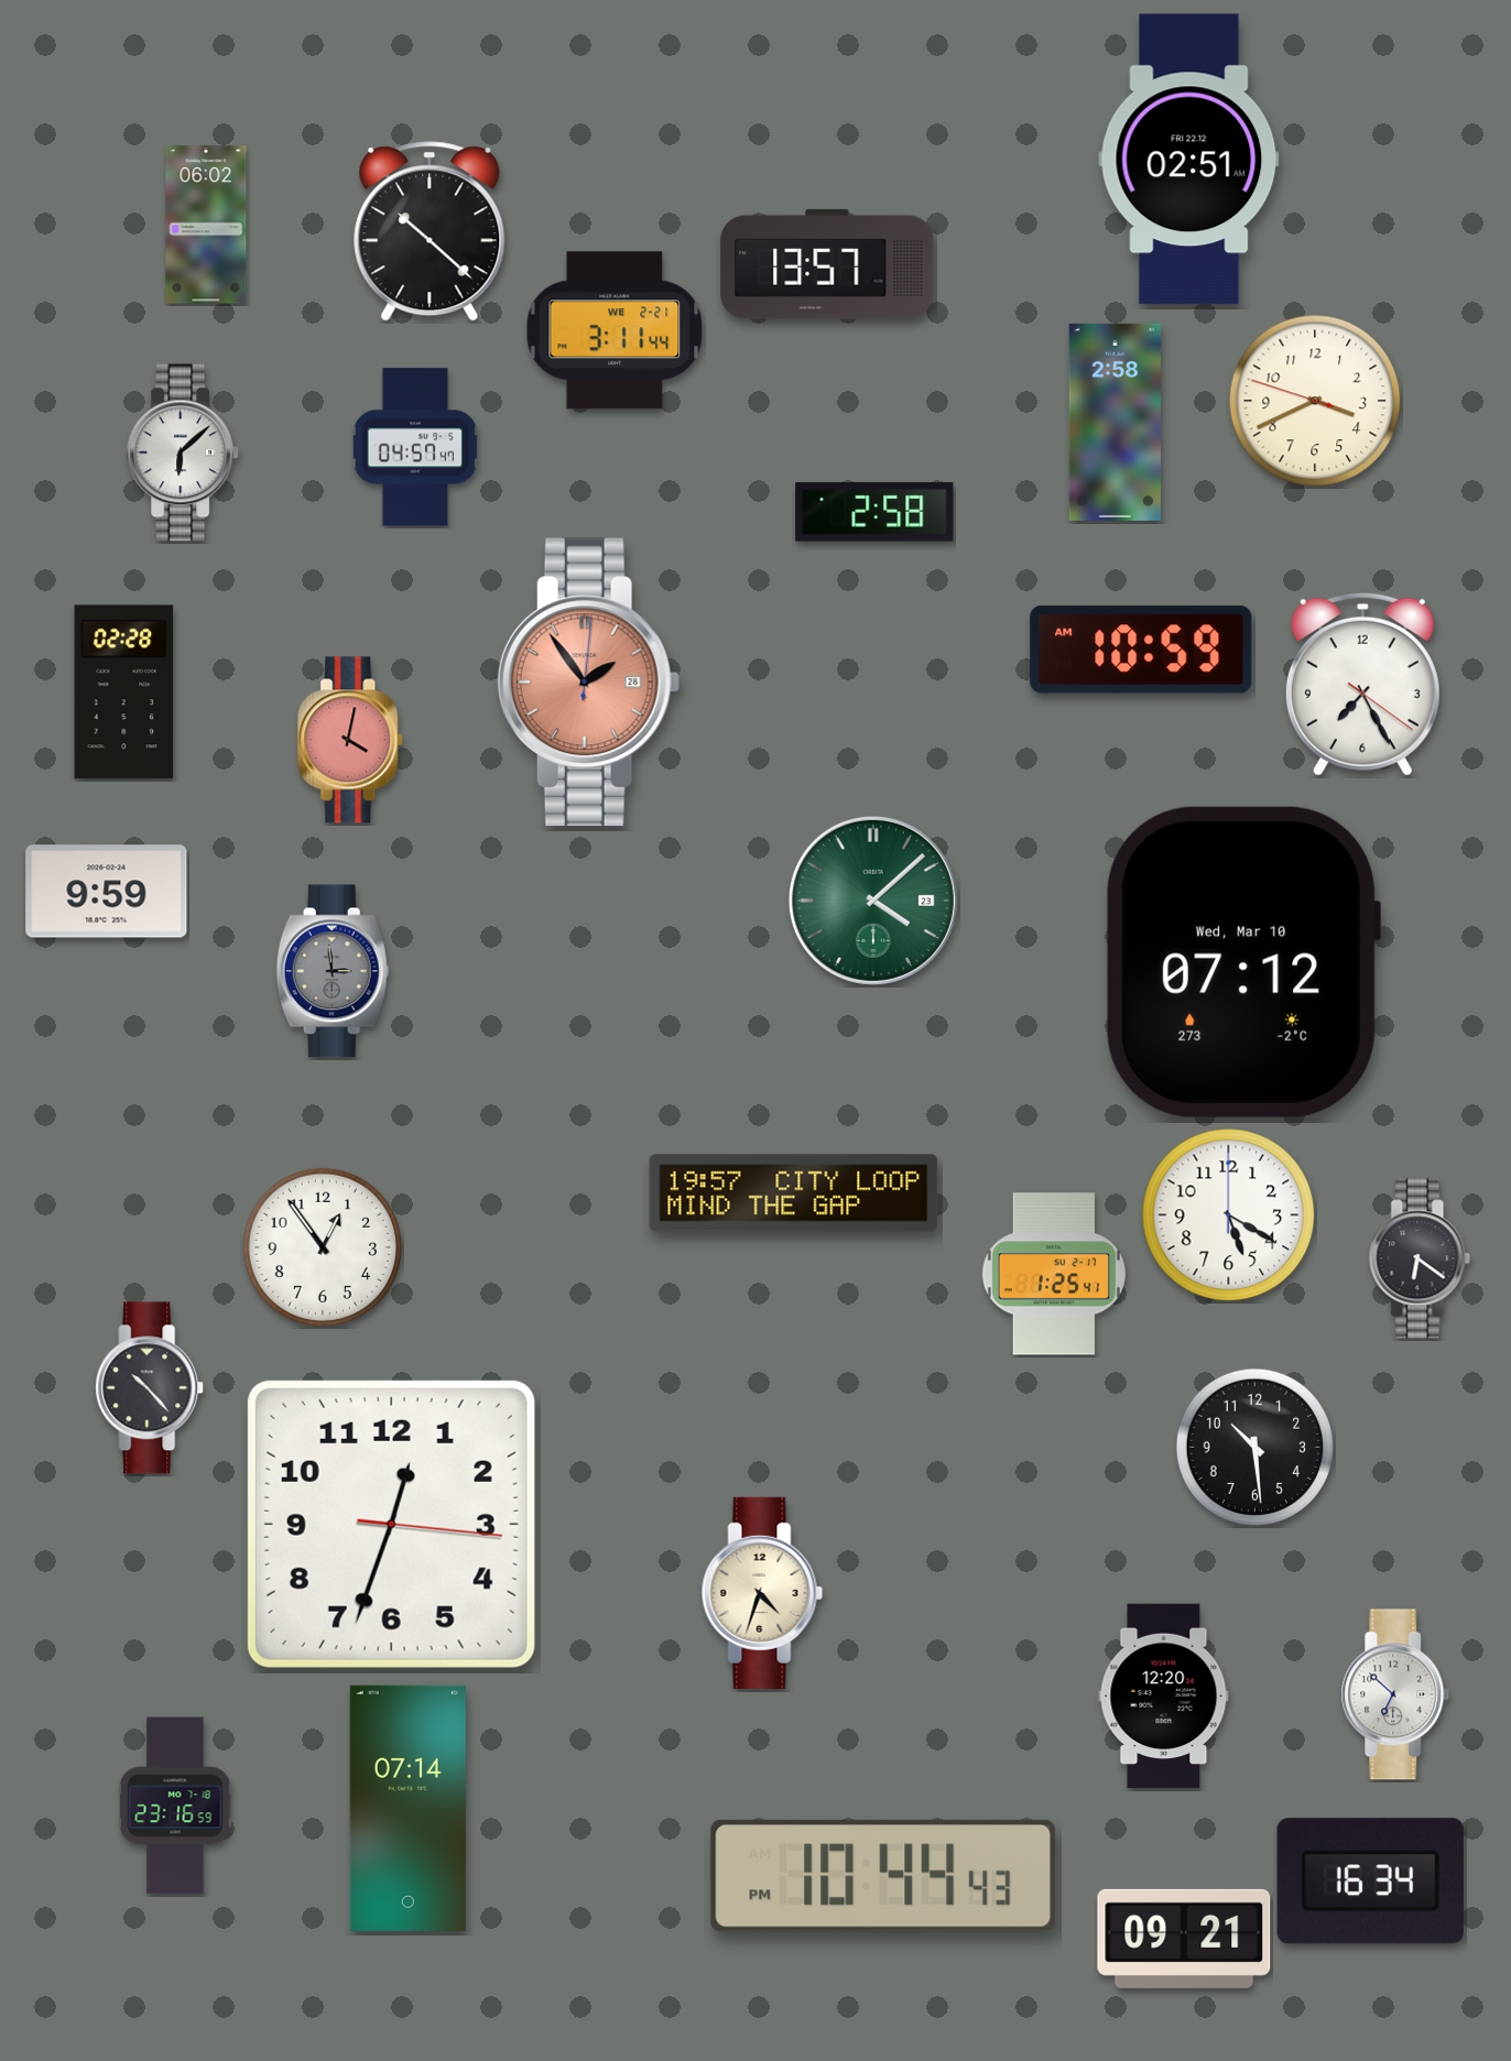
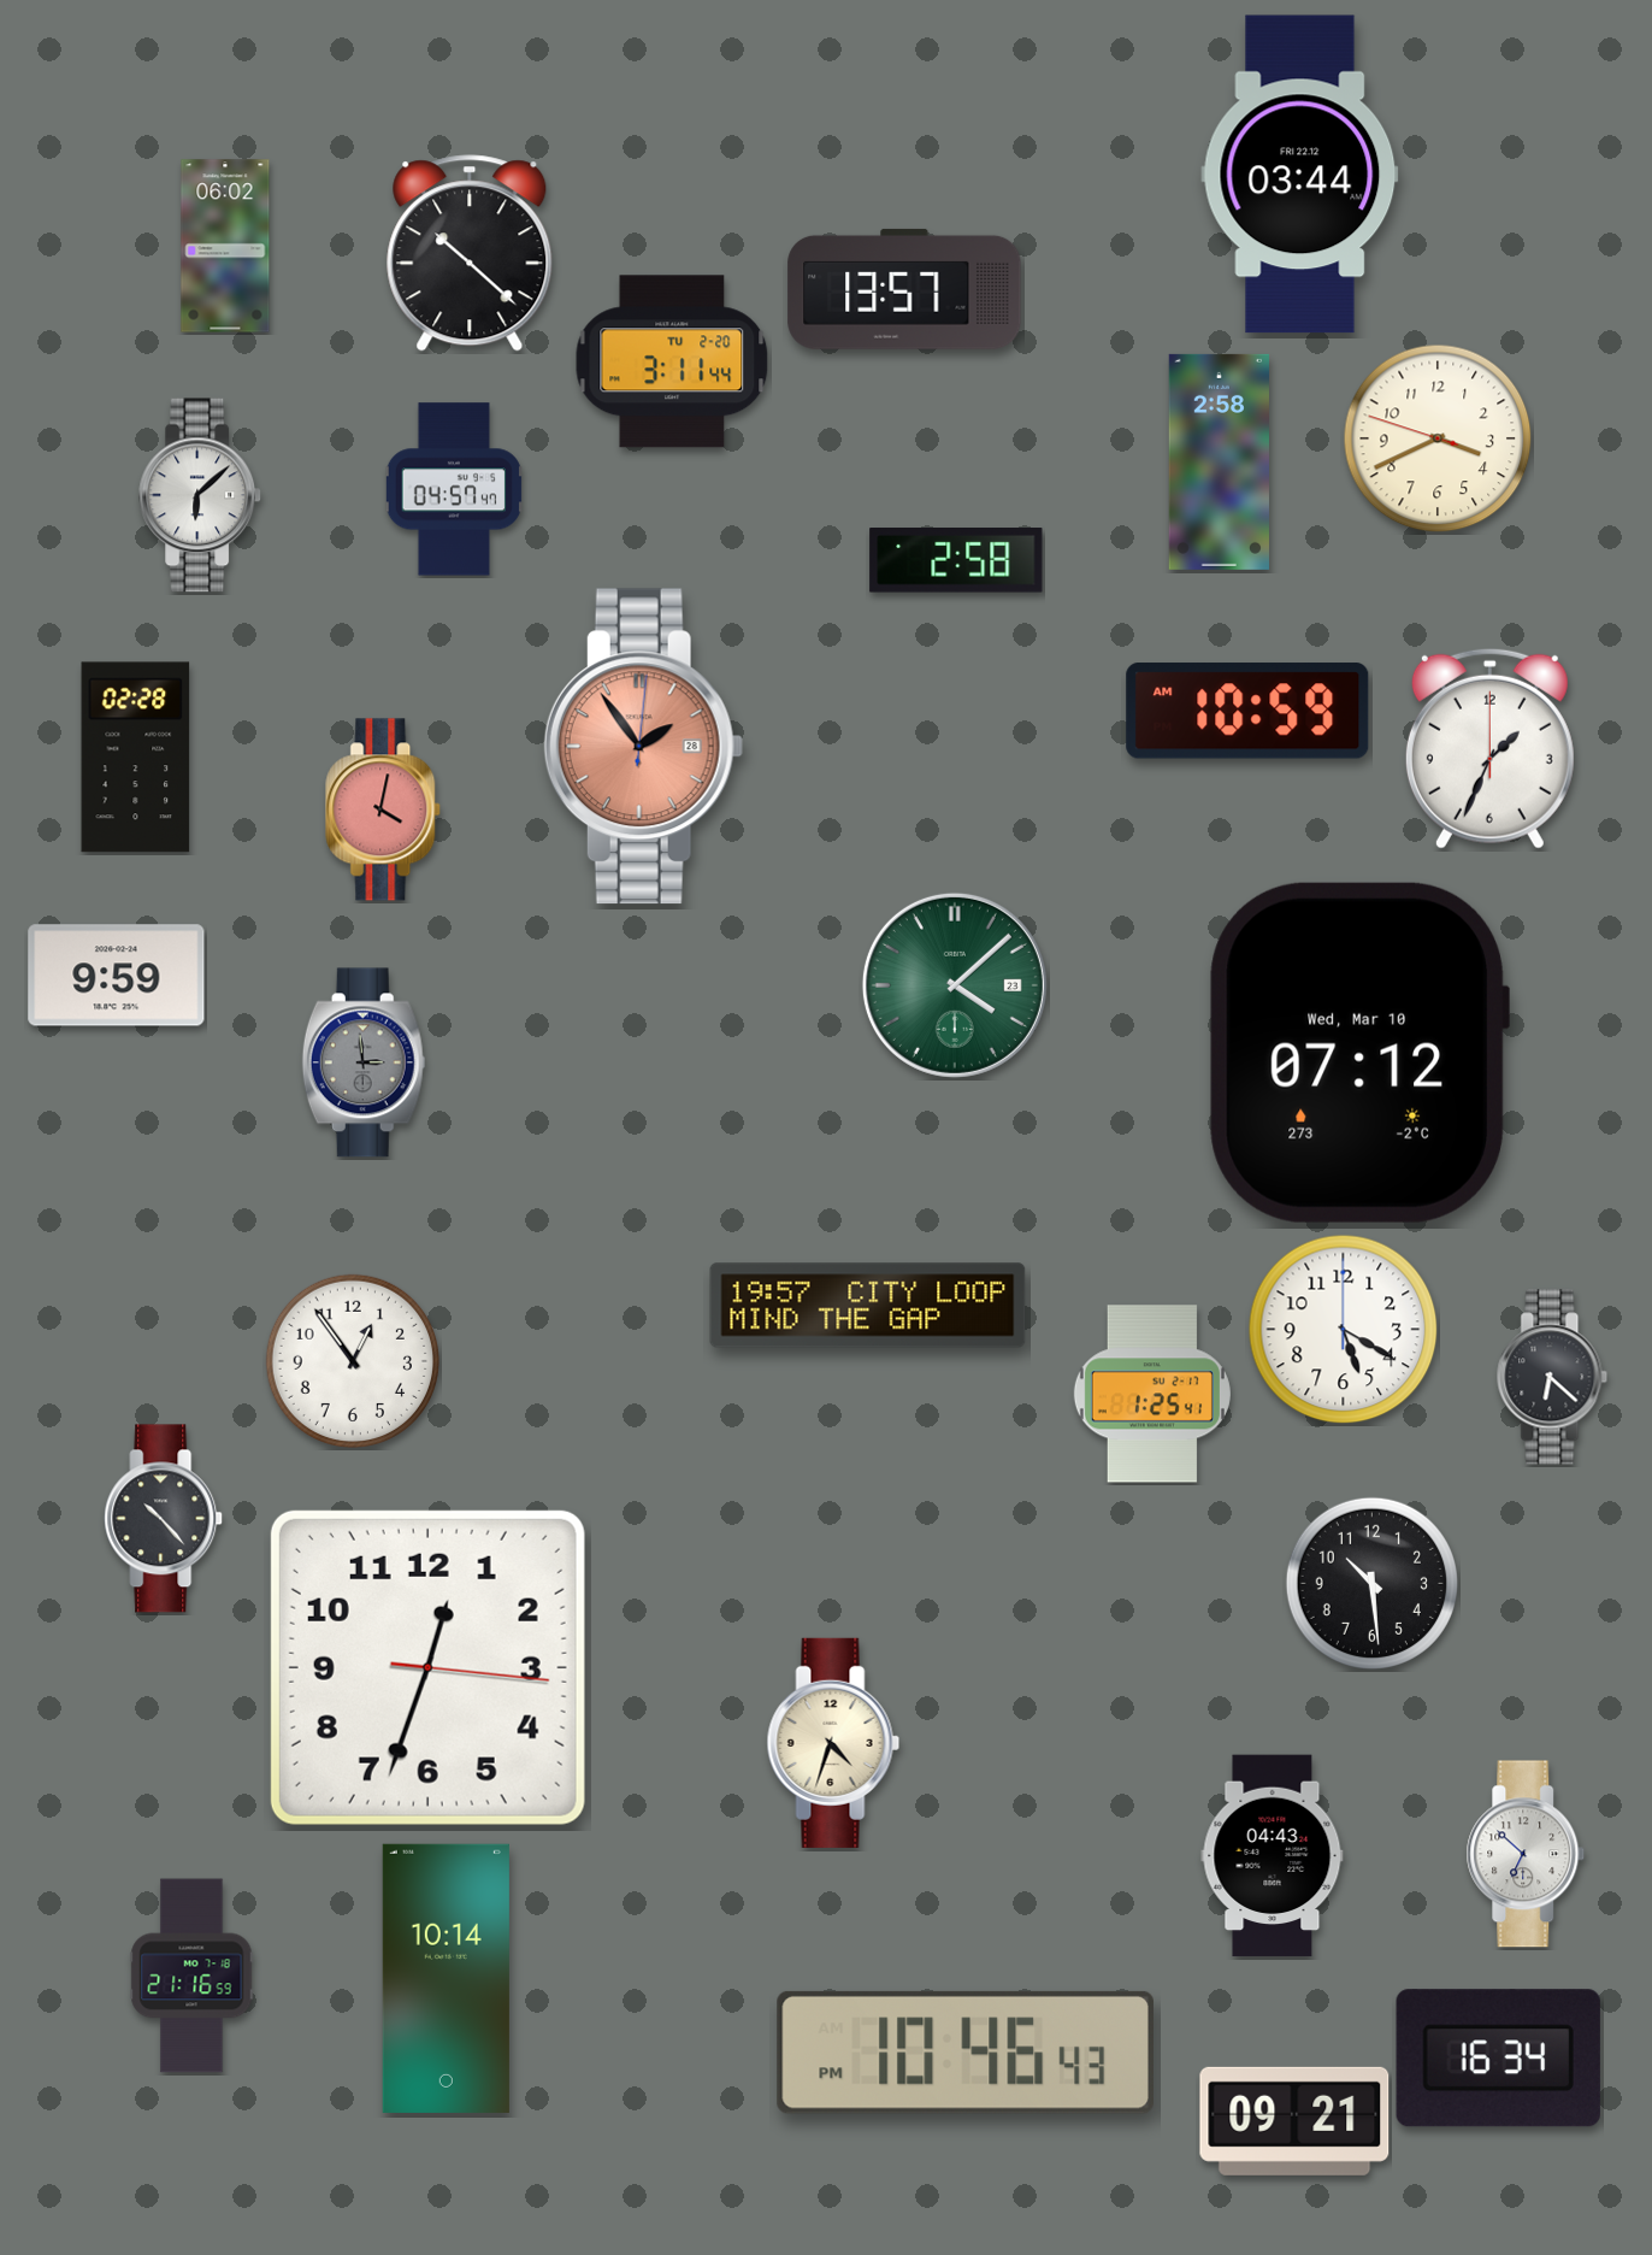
clock at (1189, 160): 02:51 -> 03:44
clock at (615, 330) date: WE 2-21 -> TU 2-20
clock at (1362, 684): 7:25 -> 1:34
clock at (323, 1247) position: (323, 1247) -> (353, 1361)
clock at (1420, 1258): 6:21 -> 6:22
clock at (1164, 1697): 12:20 -> 04:43
clock at (175, 1806): 23:16 -> 21:16
clock at (407, 1808): 07:14 -> 10:14
clock at (883, 1876): 10:44 -> 10:46
